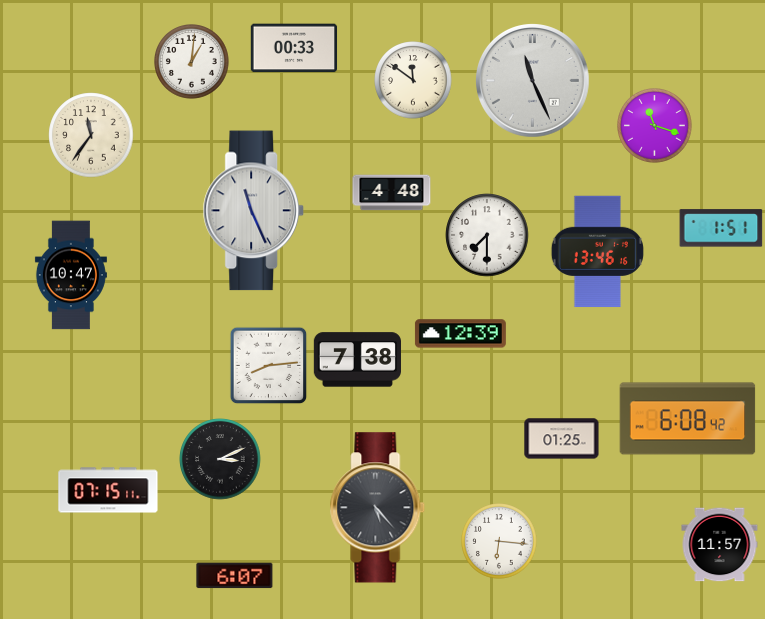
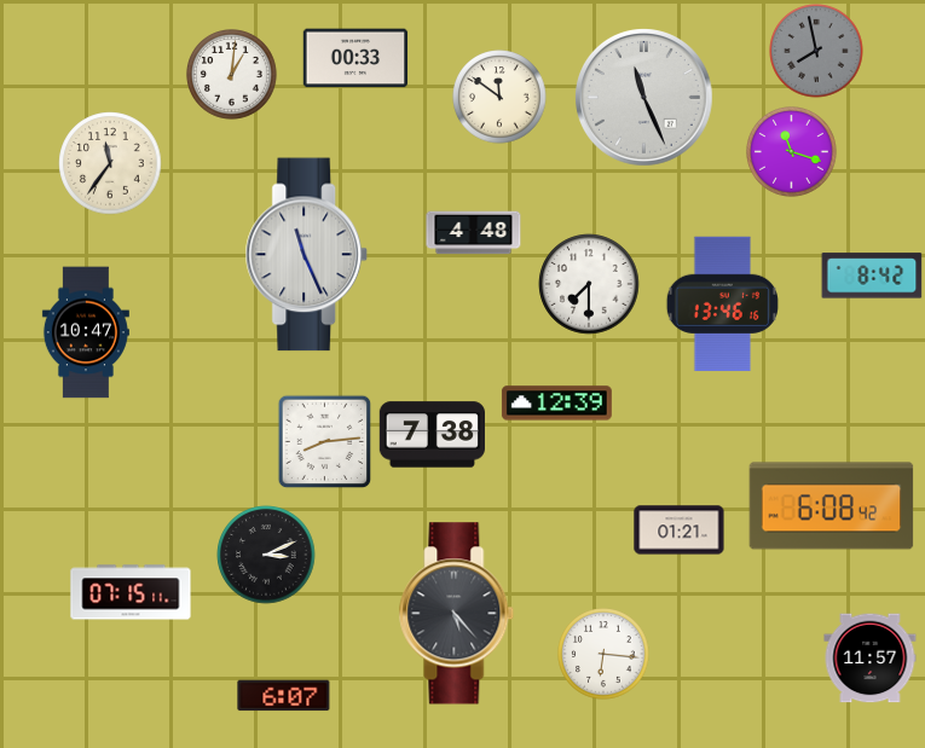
clock at (816, 51): none -> 7:58
clock at (721, 228): 1:51 -> 8:42
clock at (562, 439): 01:25 -> 01:21
